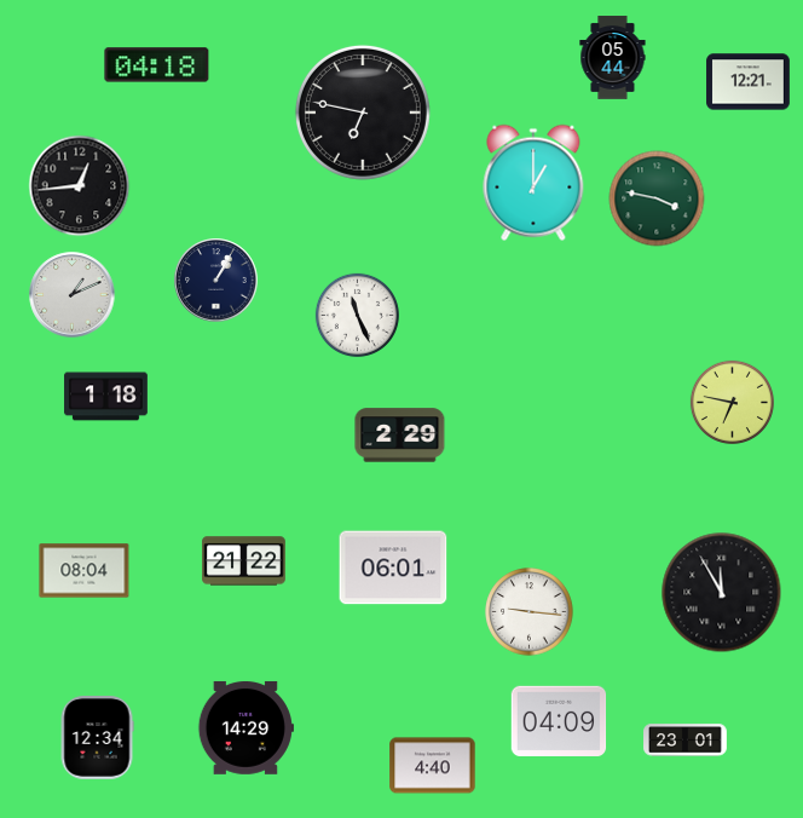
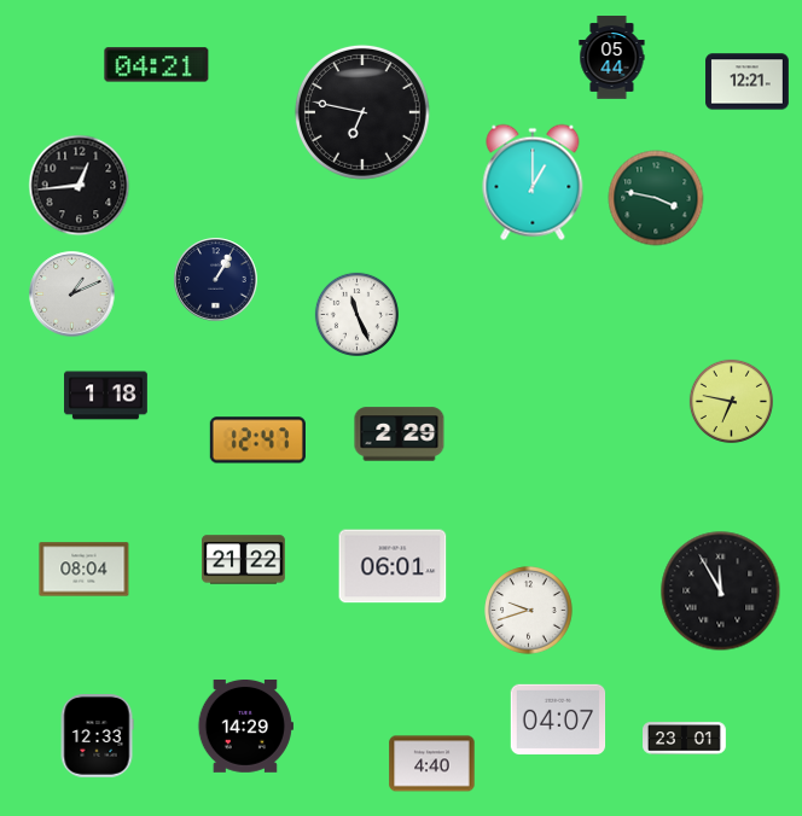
clock at (157, 65): 04:18 -> 04:21
clock at (257, 441): none -> 12:47
clock at (530, 612): 9:16 -> 9:42
clock at (559, 720): 04:09 -> 04:07
clock at (97, 738): 12:34 -> 12:33
